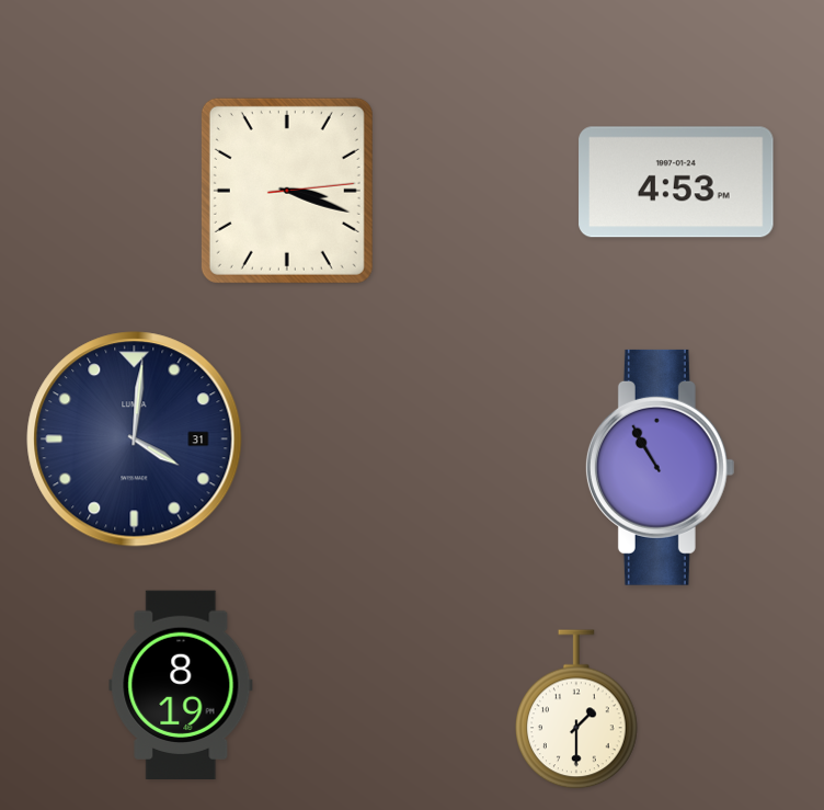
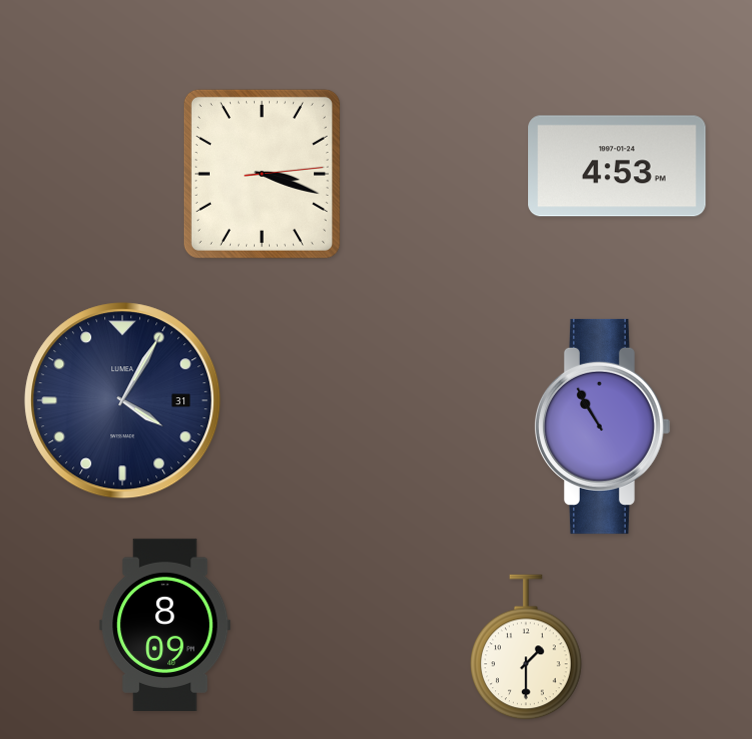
clock at (135, 440): 4:01 -> 4:05
clock at (181, 684): 8:19 -> 8:09
